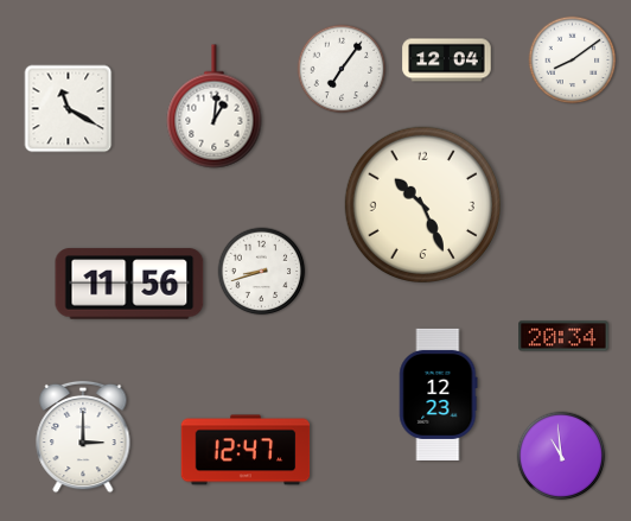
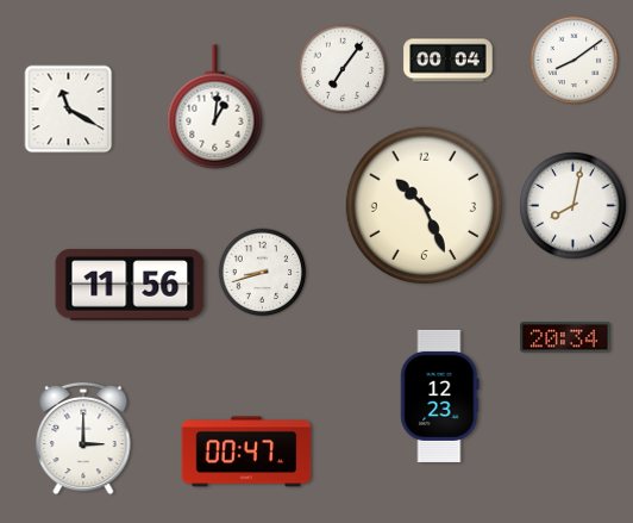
clock at (447, 61): 12:04 -> 00:04
clock at (574, 206): none -> 8:02
clock at (246, 450): 12:47 -> 00:47
clock at (561, 456): 10:59 -> none
